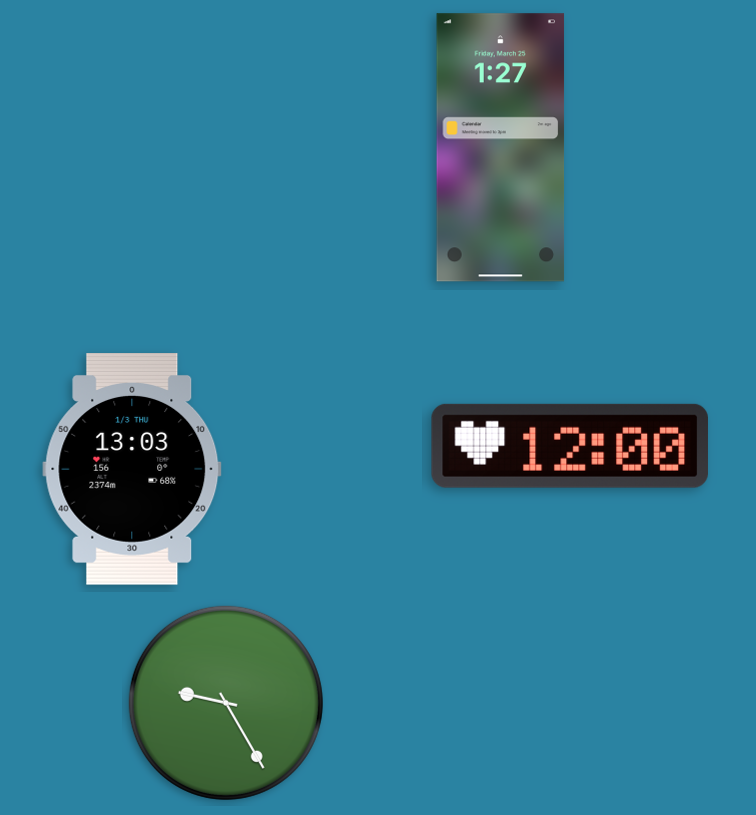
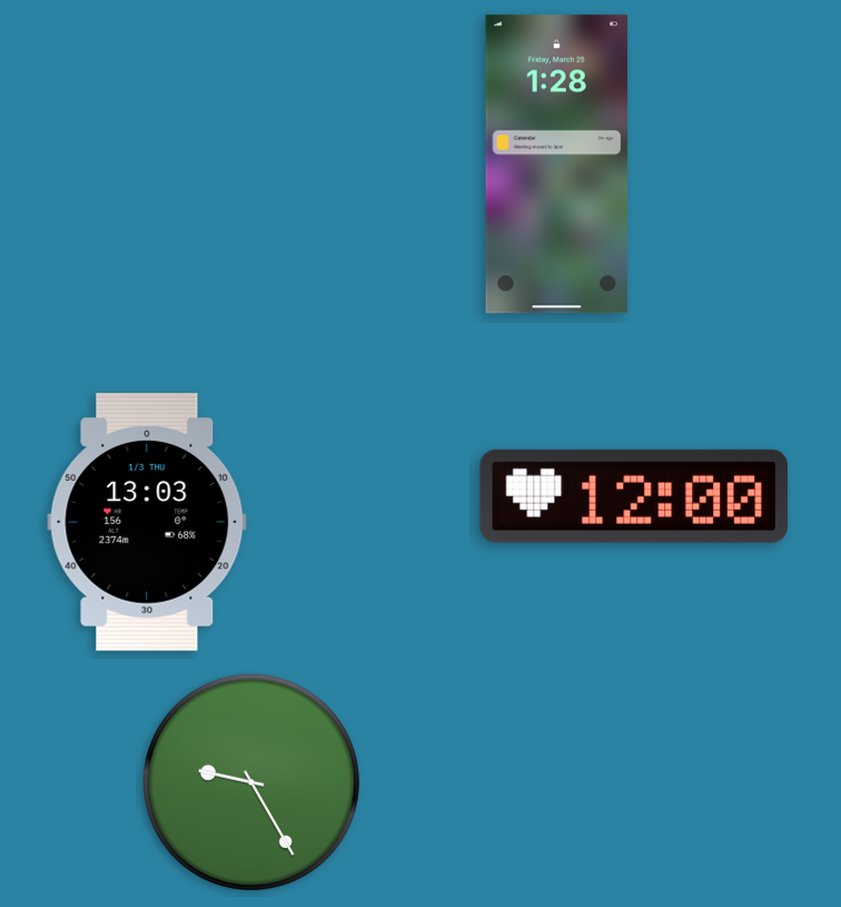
clock at (501, 148): 1:27 -> 1:28
